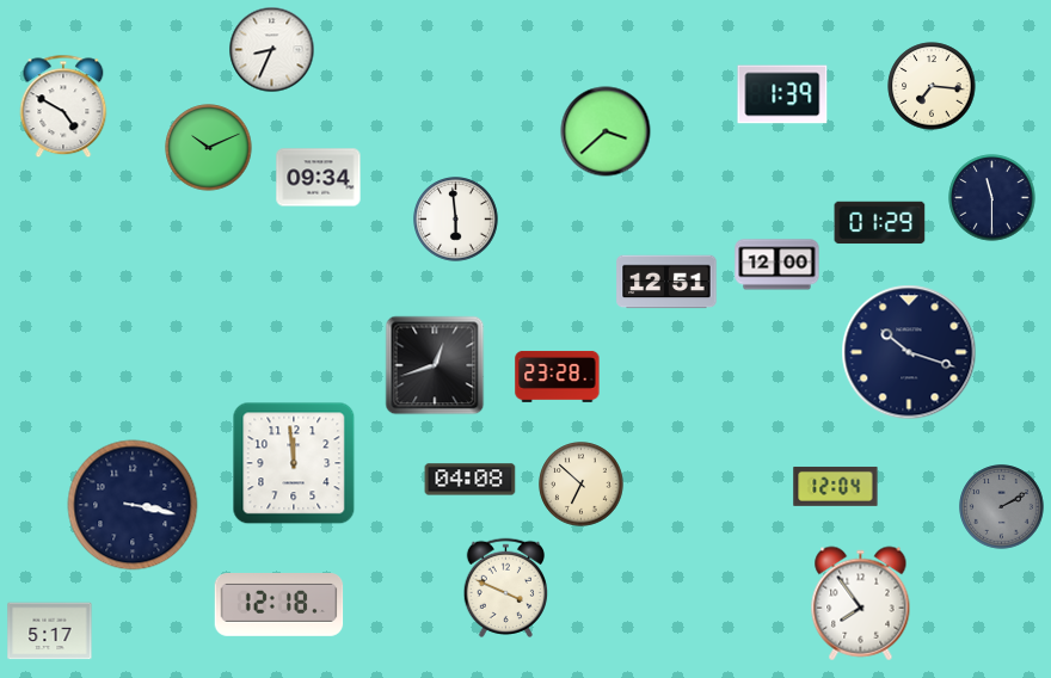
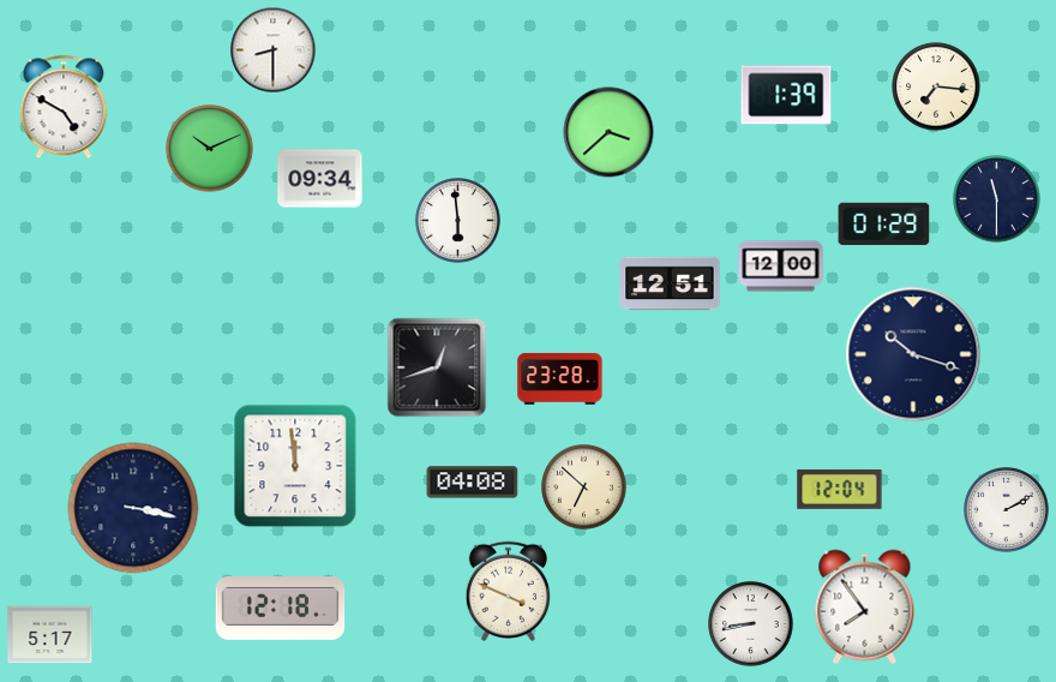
clock at (272, 50): 8:34 -> 8:30
clock at (1002, 507) dial: grey -> white
clock at (751, 624): none -> 8:43
